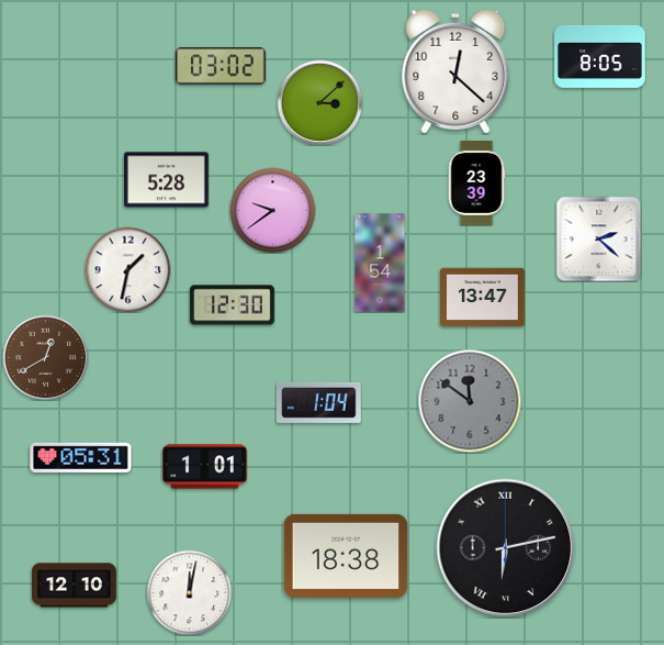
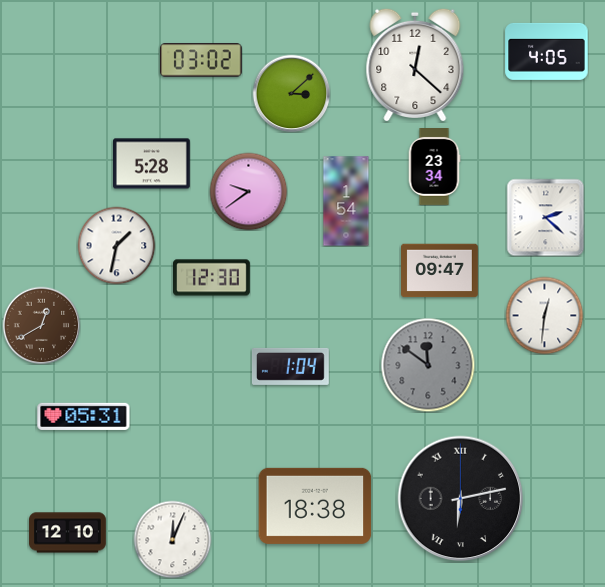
clock at (600, 56): 8:05 -> 4:05
clock at (476, 184): 23:39 -> 23:34
clock at (380, 263) position: (380, 263) -> (346, 201)
clock at (483, 298): 13:47 -> 09:47
clock at (544, 315): none -> 12:31
clock at (81, 457) position: (81, 457) -> (84, 416)
clock at (205, 467): 1:01 -> none
clock at (189, 592): 12:02 -> 12:04
